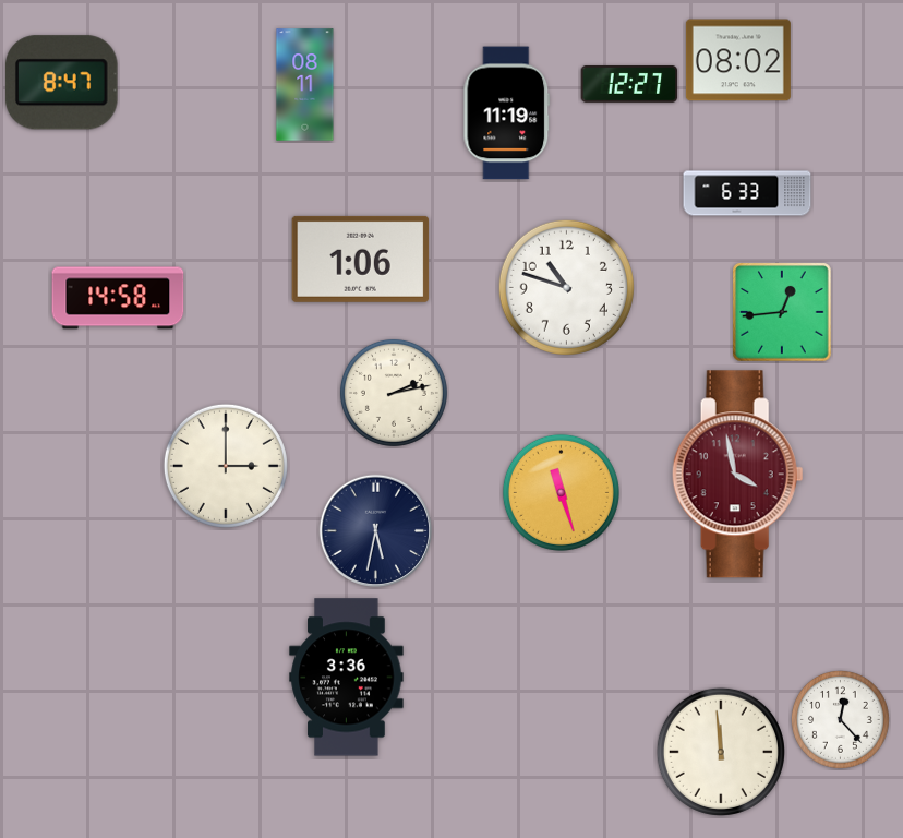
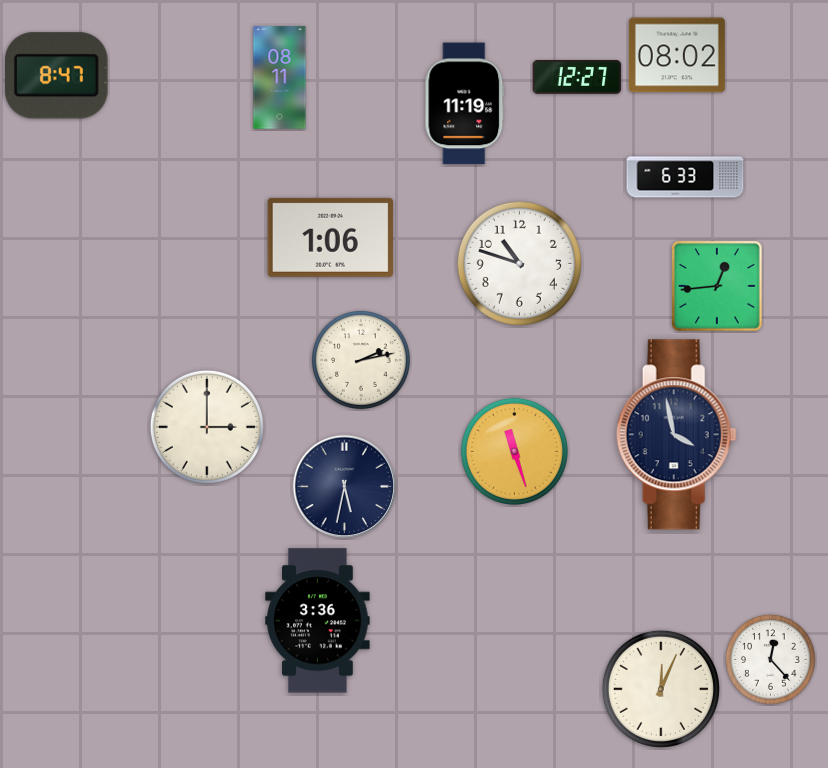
clock at (118, 298): 14:58 -> none
clock at (737, 475) dial: burgundy -> navy
clock at (721, 752): 11:59 -> 12:04
